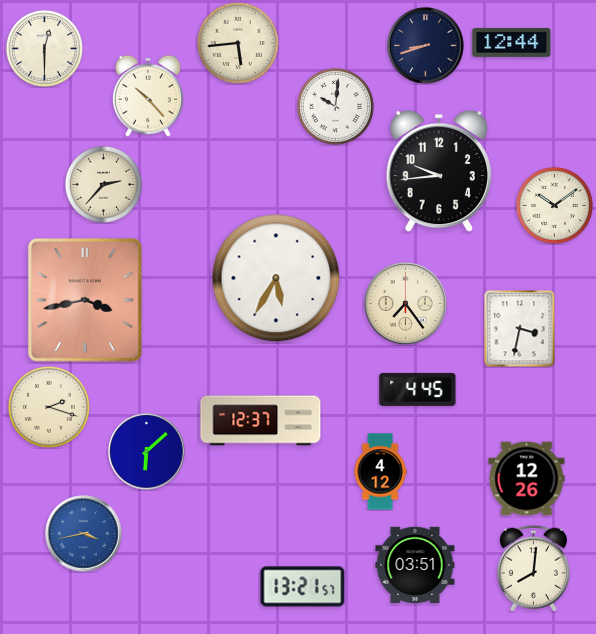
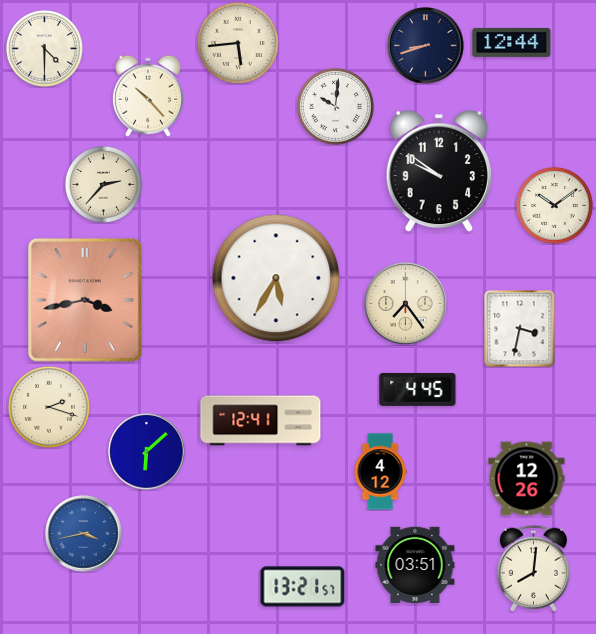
clock at (44, 48): 12:30 -> 4:30
clock at (439, 171): 9:44 -> 9:51
clock at (261, 421): 12:37 -> 12:41
